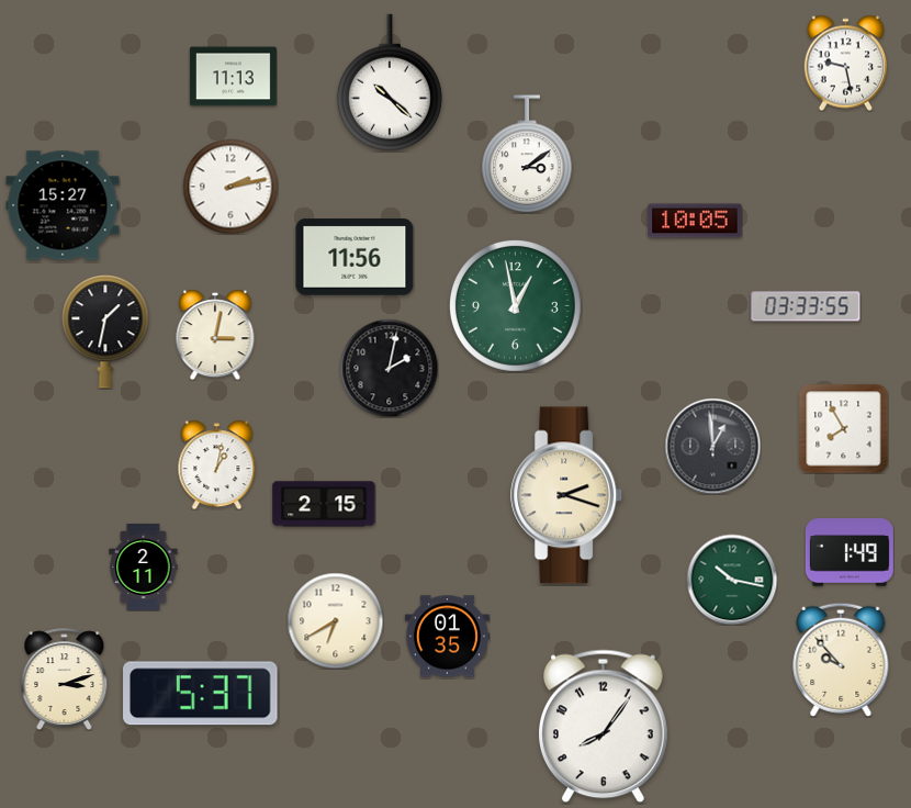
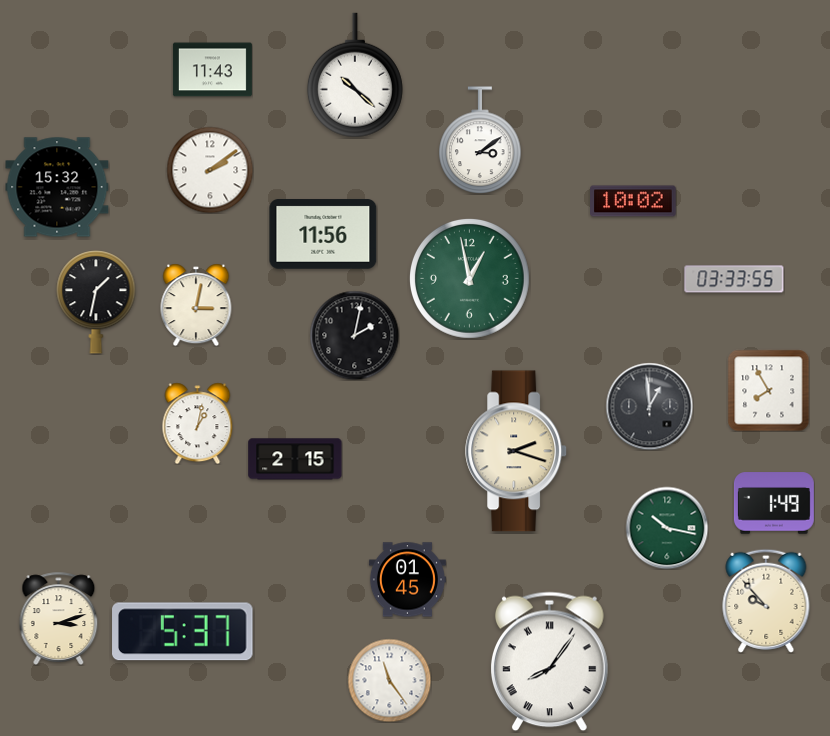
clock at (846, 63): 9:28 -> none
clock at (233, 77): 11:13 -> 11:43
clock at (230, 187): 2:13 -> 2:09
clock at (63, 205): 15:27 -> 15:32
clock at (695, 221): 10:05 -> 10:02
clock at (144, 566): 2:11 -> none
clock at (335, 620): 6:40 -> none
clock at (447, 637): 01:35 -> 01:45
clock at (603, 727) numerals: Arabic -> Roman
clock at (389, 680): none -> 11:24
